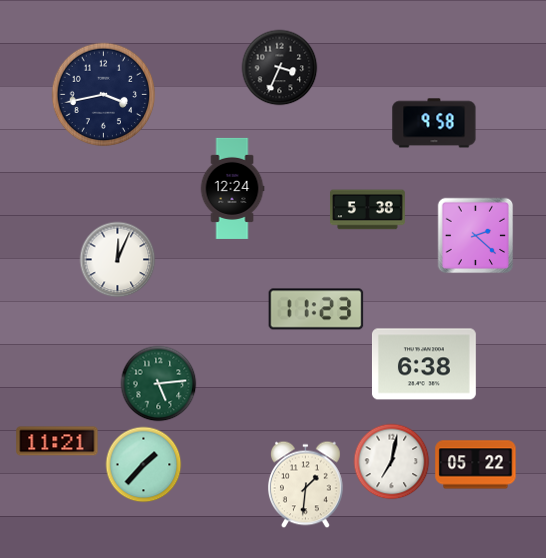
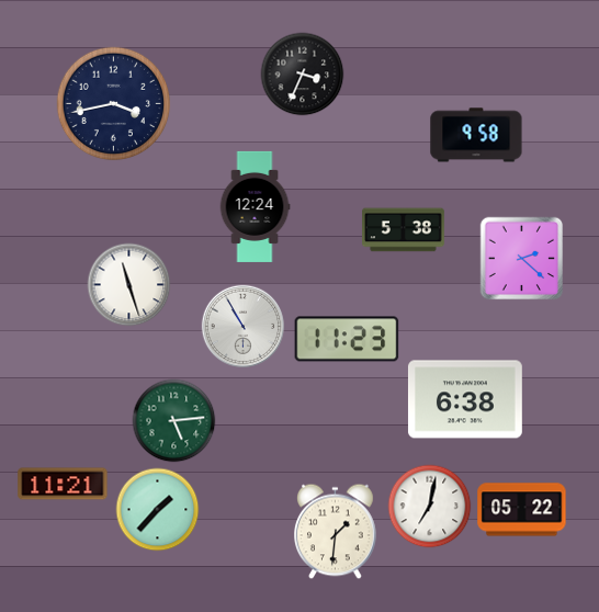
clock at (280, 68) position: (280, 68) -> (303, 75)
clock at (118, 260): 12:04 -> 11:27
clock at (242, 326): none -> 10:55
